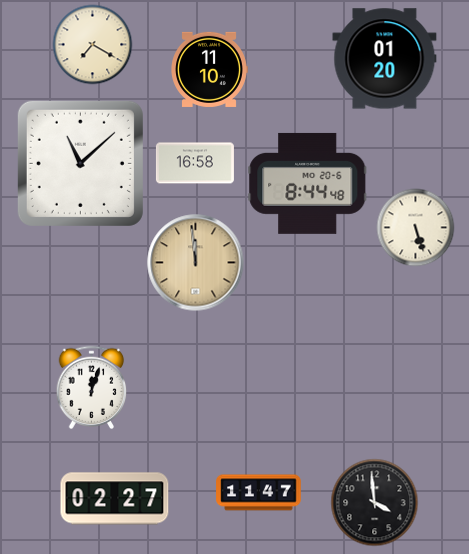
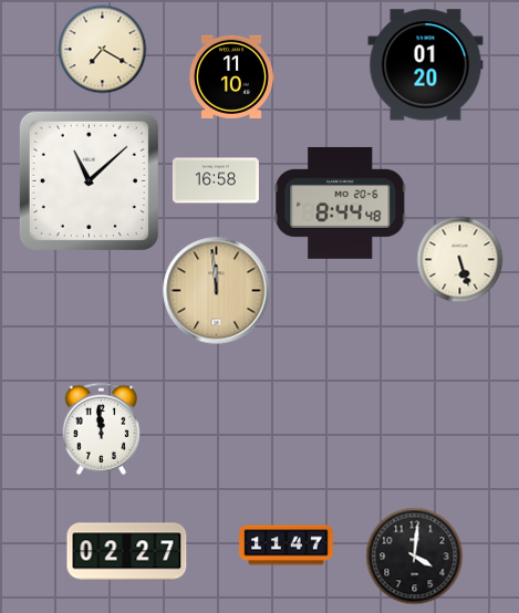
clock at (415, 227) position: (415, 227) -> (459, 259)
clock at (92, 387): 12:03 -> 11:59
clock at (374, 502): 3:59 -> 4:01
